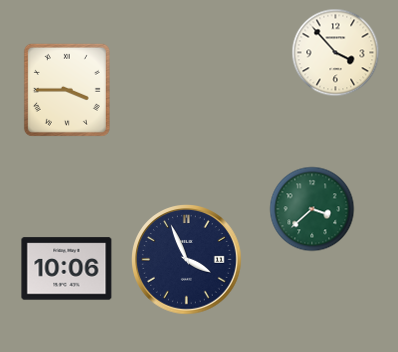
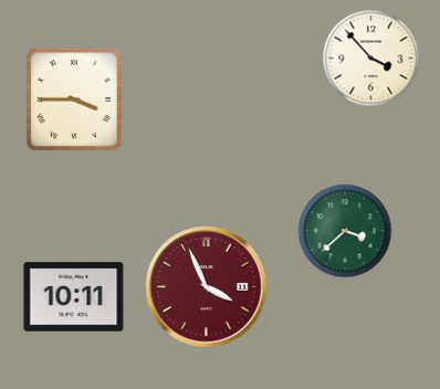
clock at (187, 260) dial: navy -> burgundy
clock at (67, 269): 10:06 -> 10:11
